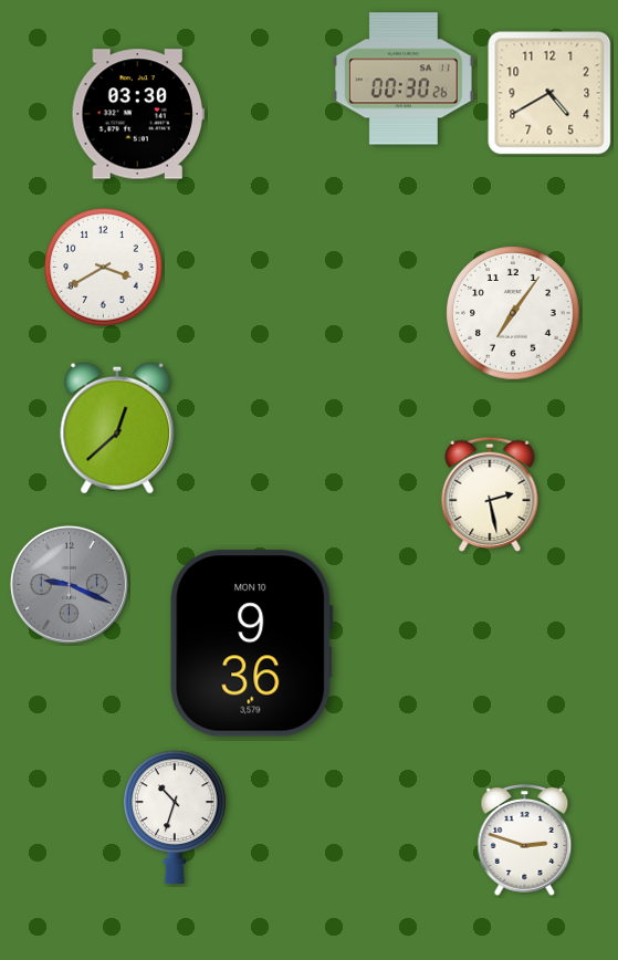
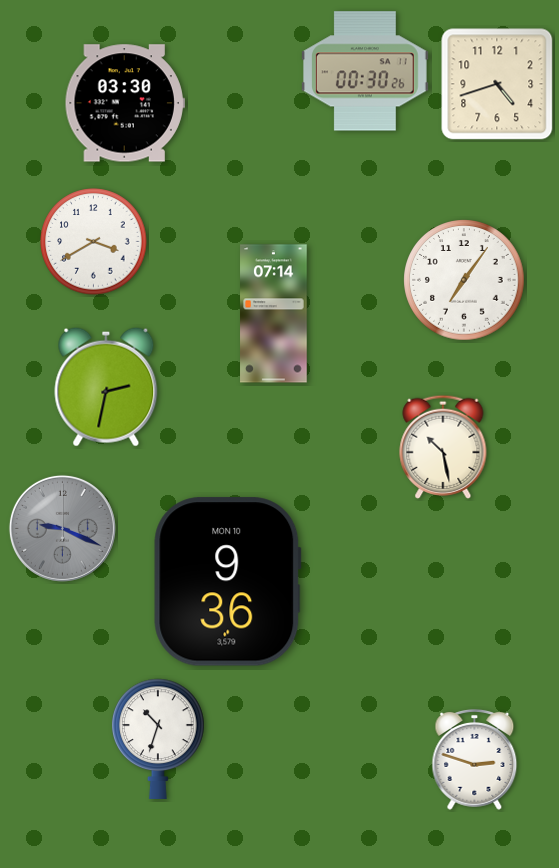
clock at (549, 93): 4:40 -> 4:42
clock at (513, 313) position: (513, 313) -> (464, 280)
clock at (274, 314): none -> 07:14
clock at (117, 428): 12:38 -> 2:32
clock at (490, 494): 2:28 -> 10:28
